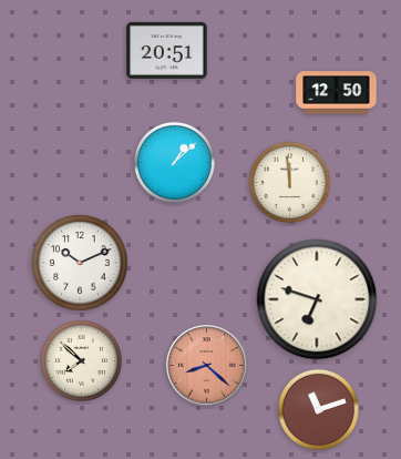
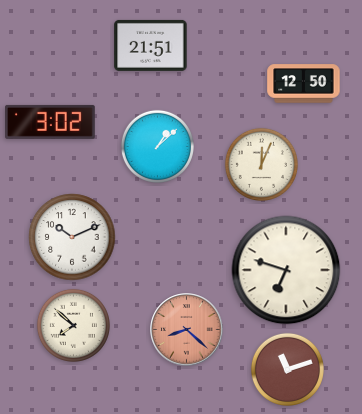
clock at (167, 50): 20:51 -> 21:51
clock at (51, 122): none -> 3:02
clock at (289, 182): 11:59 -> 12:04
